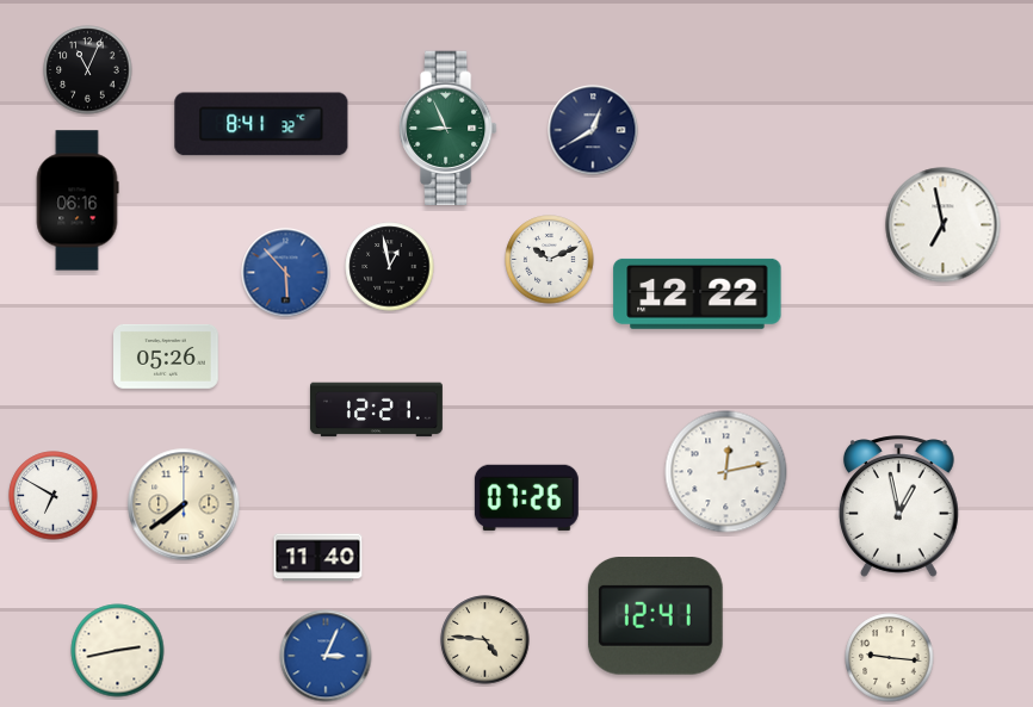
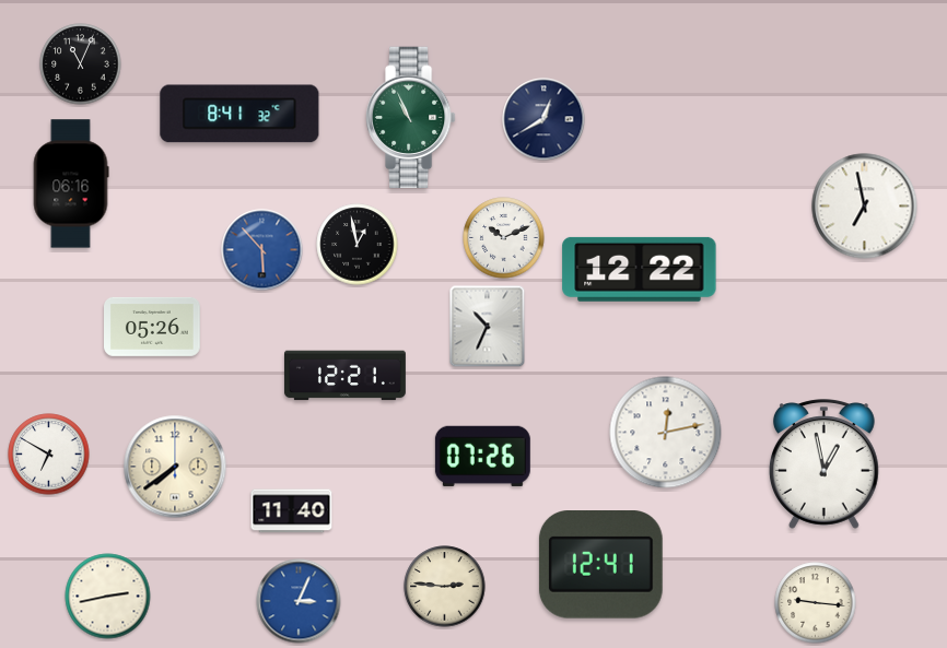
clock at (447, 129): 8:56 -> 10:56
clock at (488, 327): none -> 10:34
clock at (184, 504) position: (184, 504) -> (175, 467)
clock at (485, 640): 4:46 -> 2:46
